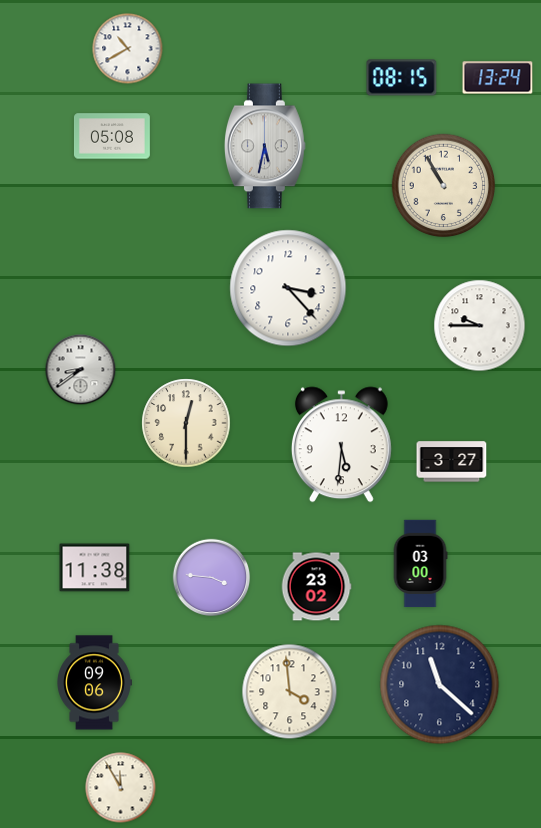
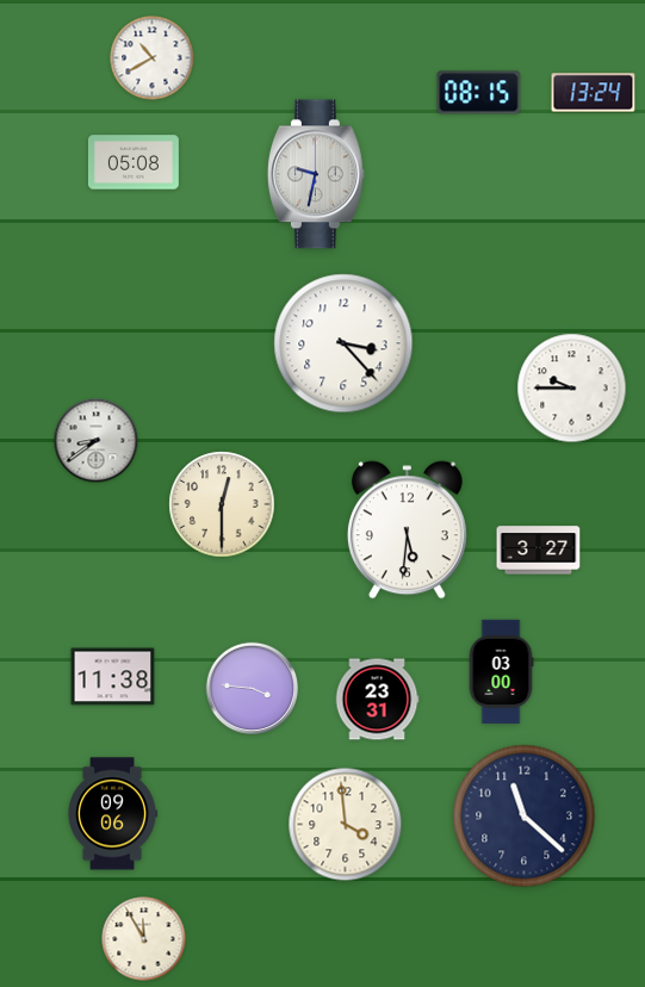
clock at (265, 146): 5:32 -> 9:32
clock at (444, 186): 10:55 -> none
clock at (316, 587): 23:02 -> 23:31
